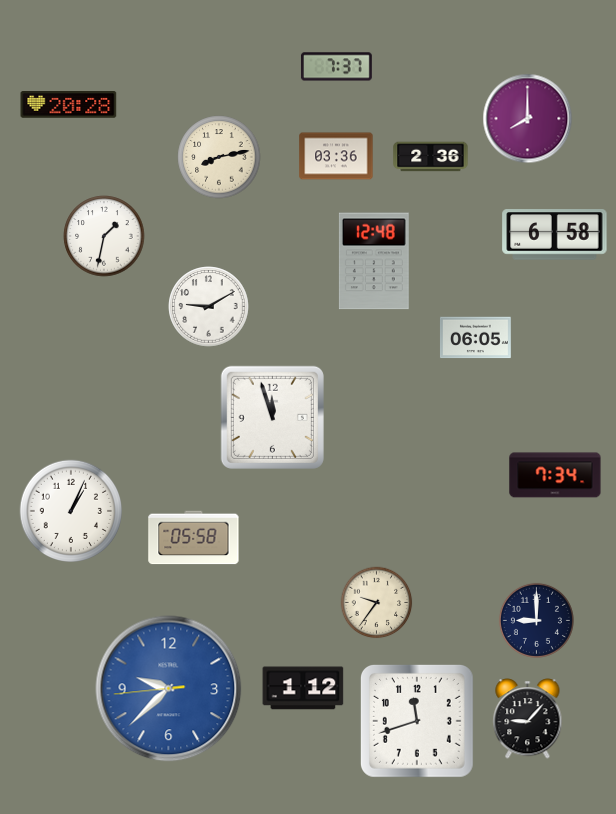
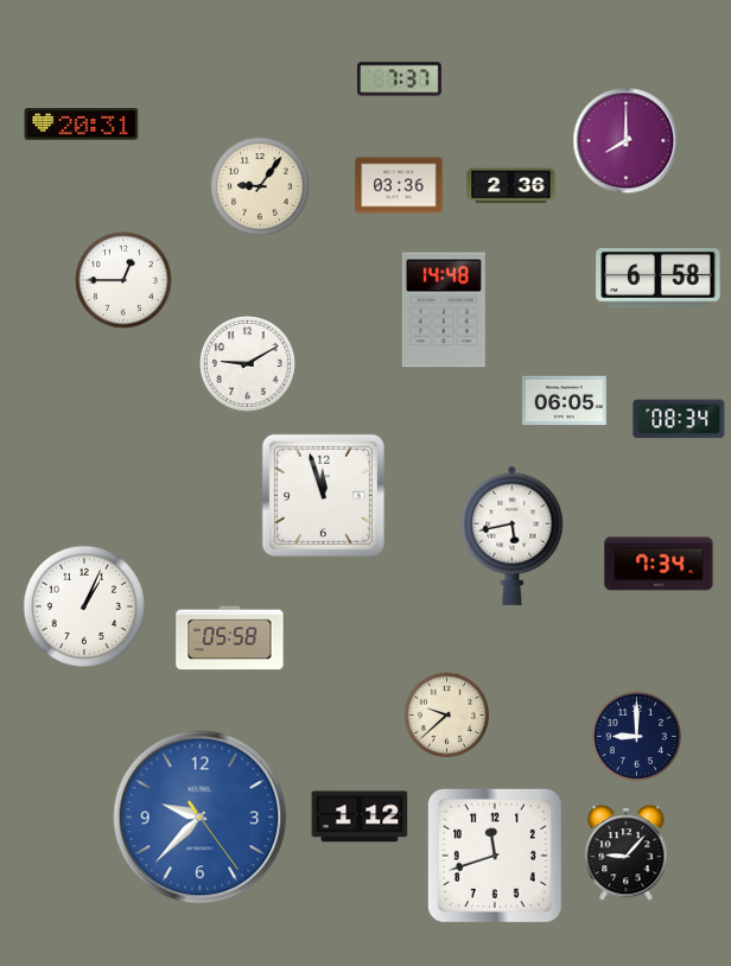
clock at (69, 105): 20:28 -> 20:31
clock at (219, 157): 8:13 -> 9:06
clock at (104, 236): 1:32 -> 12:45
clock at (374, 261): 12:48 -> 14:48
clock at (679, 419): none -> 08:34
clock at (513, 535): none -> 5:43
clock at (377, 603): 9:36 -> 9:38
clock at (169, 689): 9:37:44 -> 9:37:24
